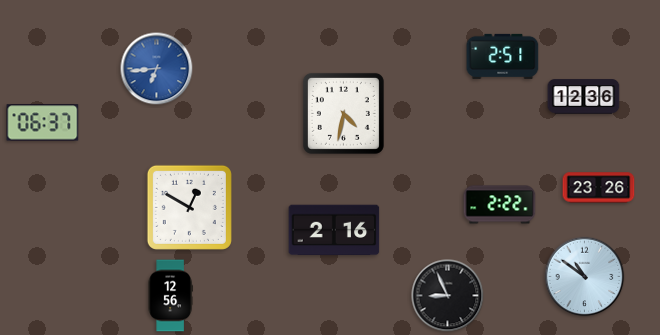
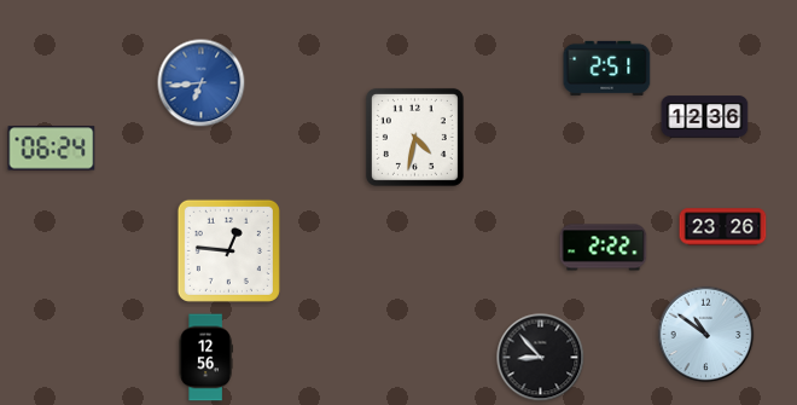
clock at (157, 69) position: (157, 69) -> (202, 83)
clock at (43, 123): 06:37 -> 06:24
clock at (189, 207): 12:50 -> 12:46
clock at (334, 230): 2:16 -> none
clock at (448, 296): 8:56 -> 8:53
